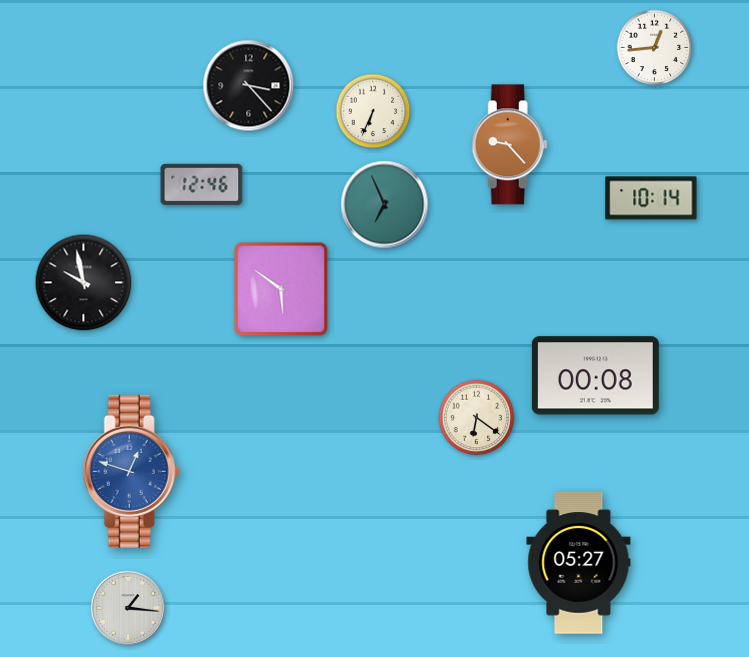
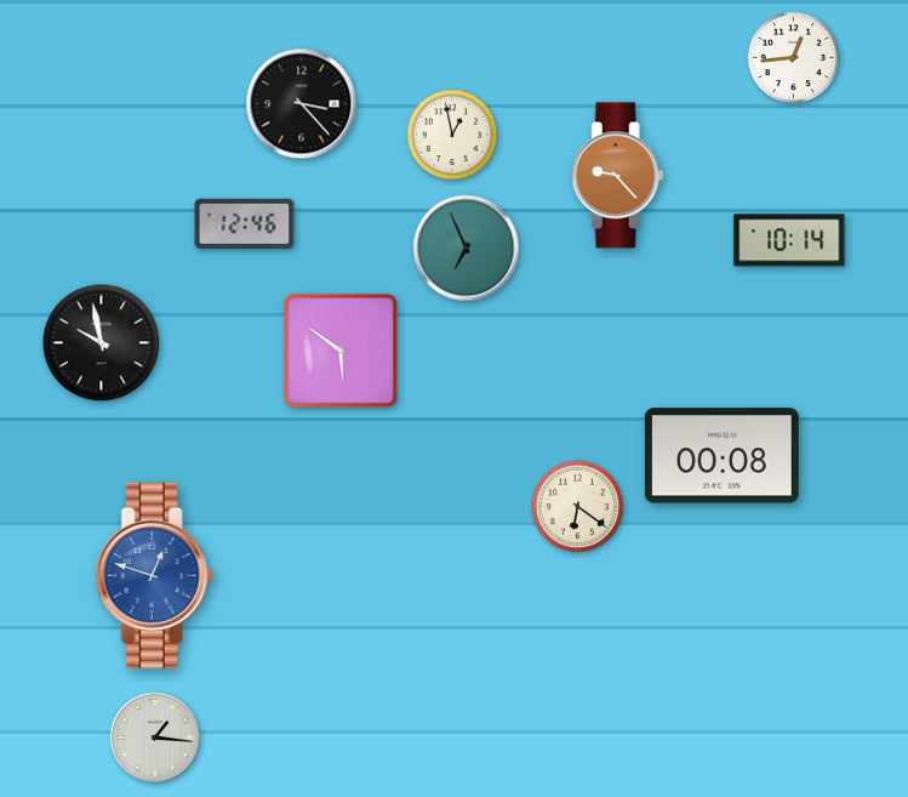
clock at (373, 111): 6:34 -> 12:58
clock at (131, 471) position: (131, 471) -> (154, 575)
clock at (579, 563): 05:27 -> none
